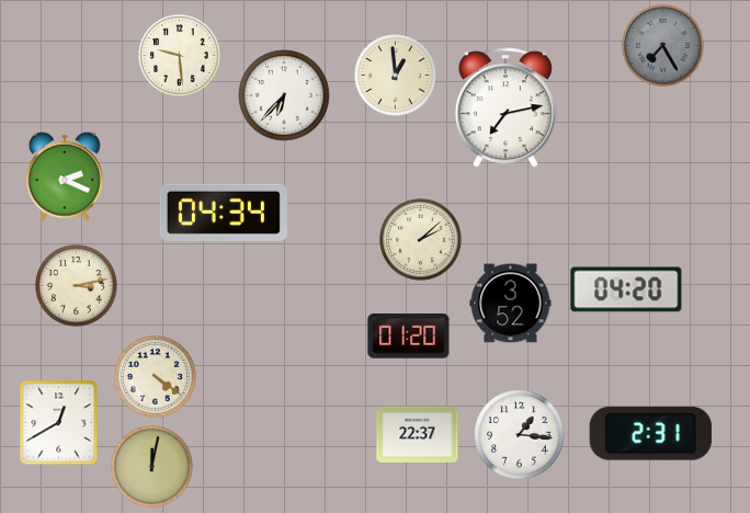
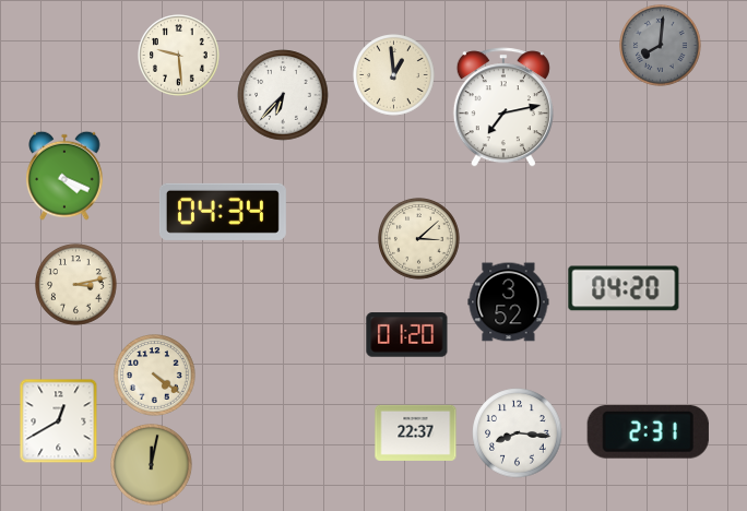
clock at (663, 46): 7:25 -> 8:01
clock at (65, 176): 2:19 -> 4:19
clock at (421, 240): 2:08 -> 3:08
clock at (520, 435): 1:16 -> 8:16
